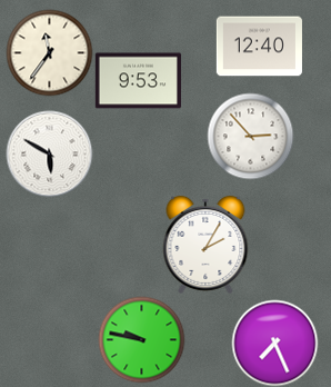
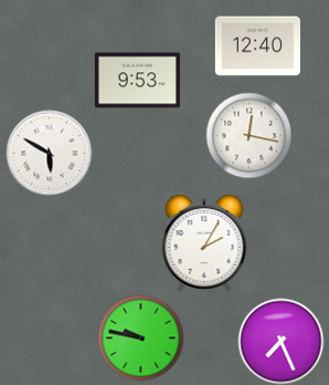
clock at (49, 52): 11:36 -> none
clock at (250, 136): 2:53 -> 12:17
clock at (274, 343) position: (274, 343) -> (280, 341)
